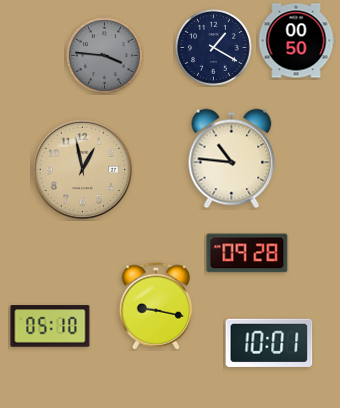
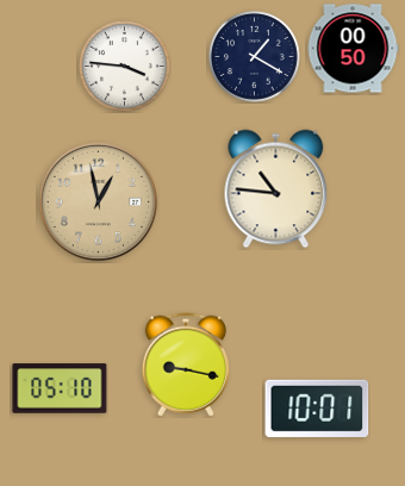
clock at (105, 56) dial: grey -> white
clock at (247, 253): 09:28 -> none
clock at (269, 343) position: (269, 343) -> (317, 409)
